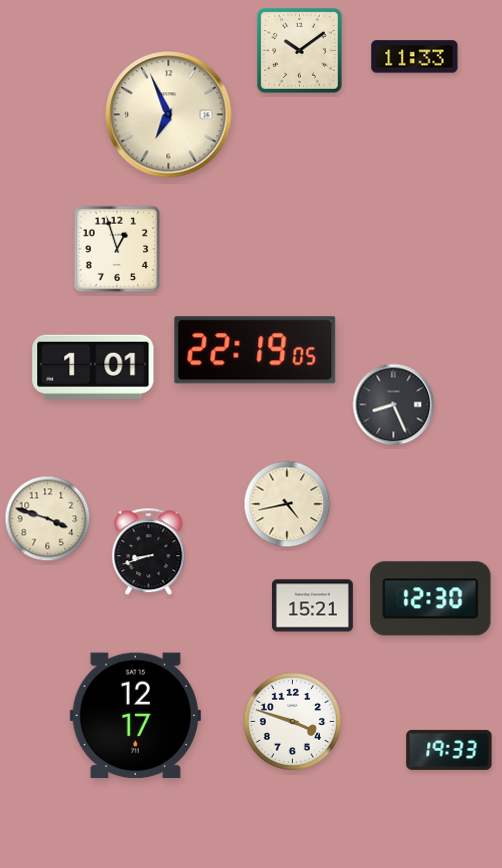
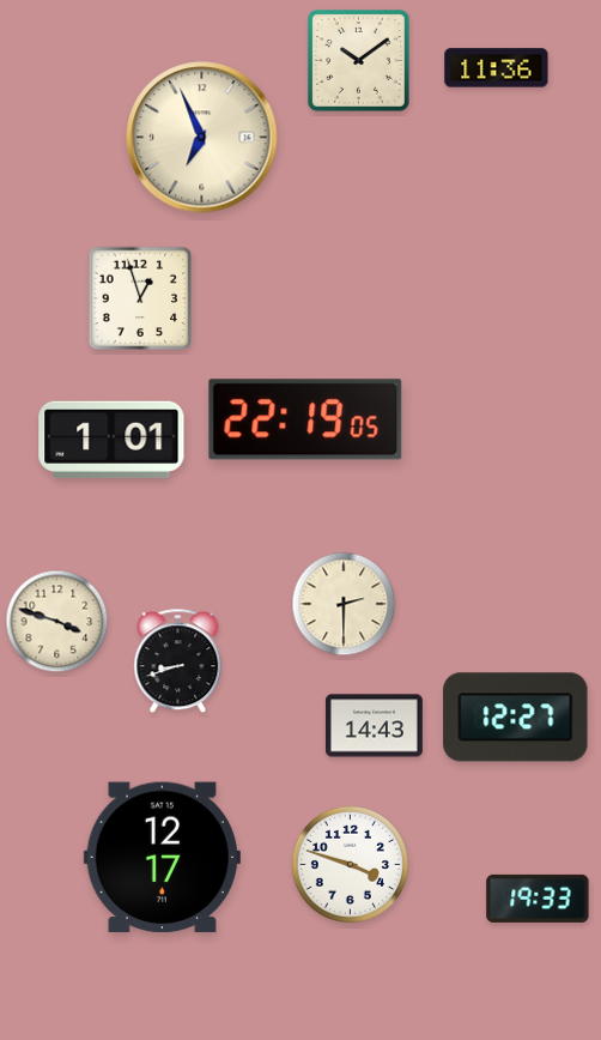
clock at (415, 57): 11:33 -> 11:36
clock at (394, 405): 8:26 -> none
clock at (287, 504): 4:43 -> 2:30
clock at (431, 599): 12:30 -> 12:27
clock at (312, 606): 15:21 -> 14:43
